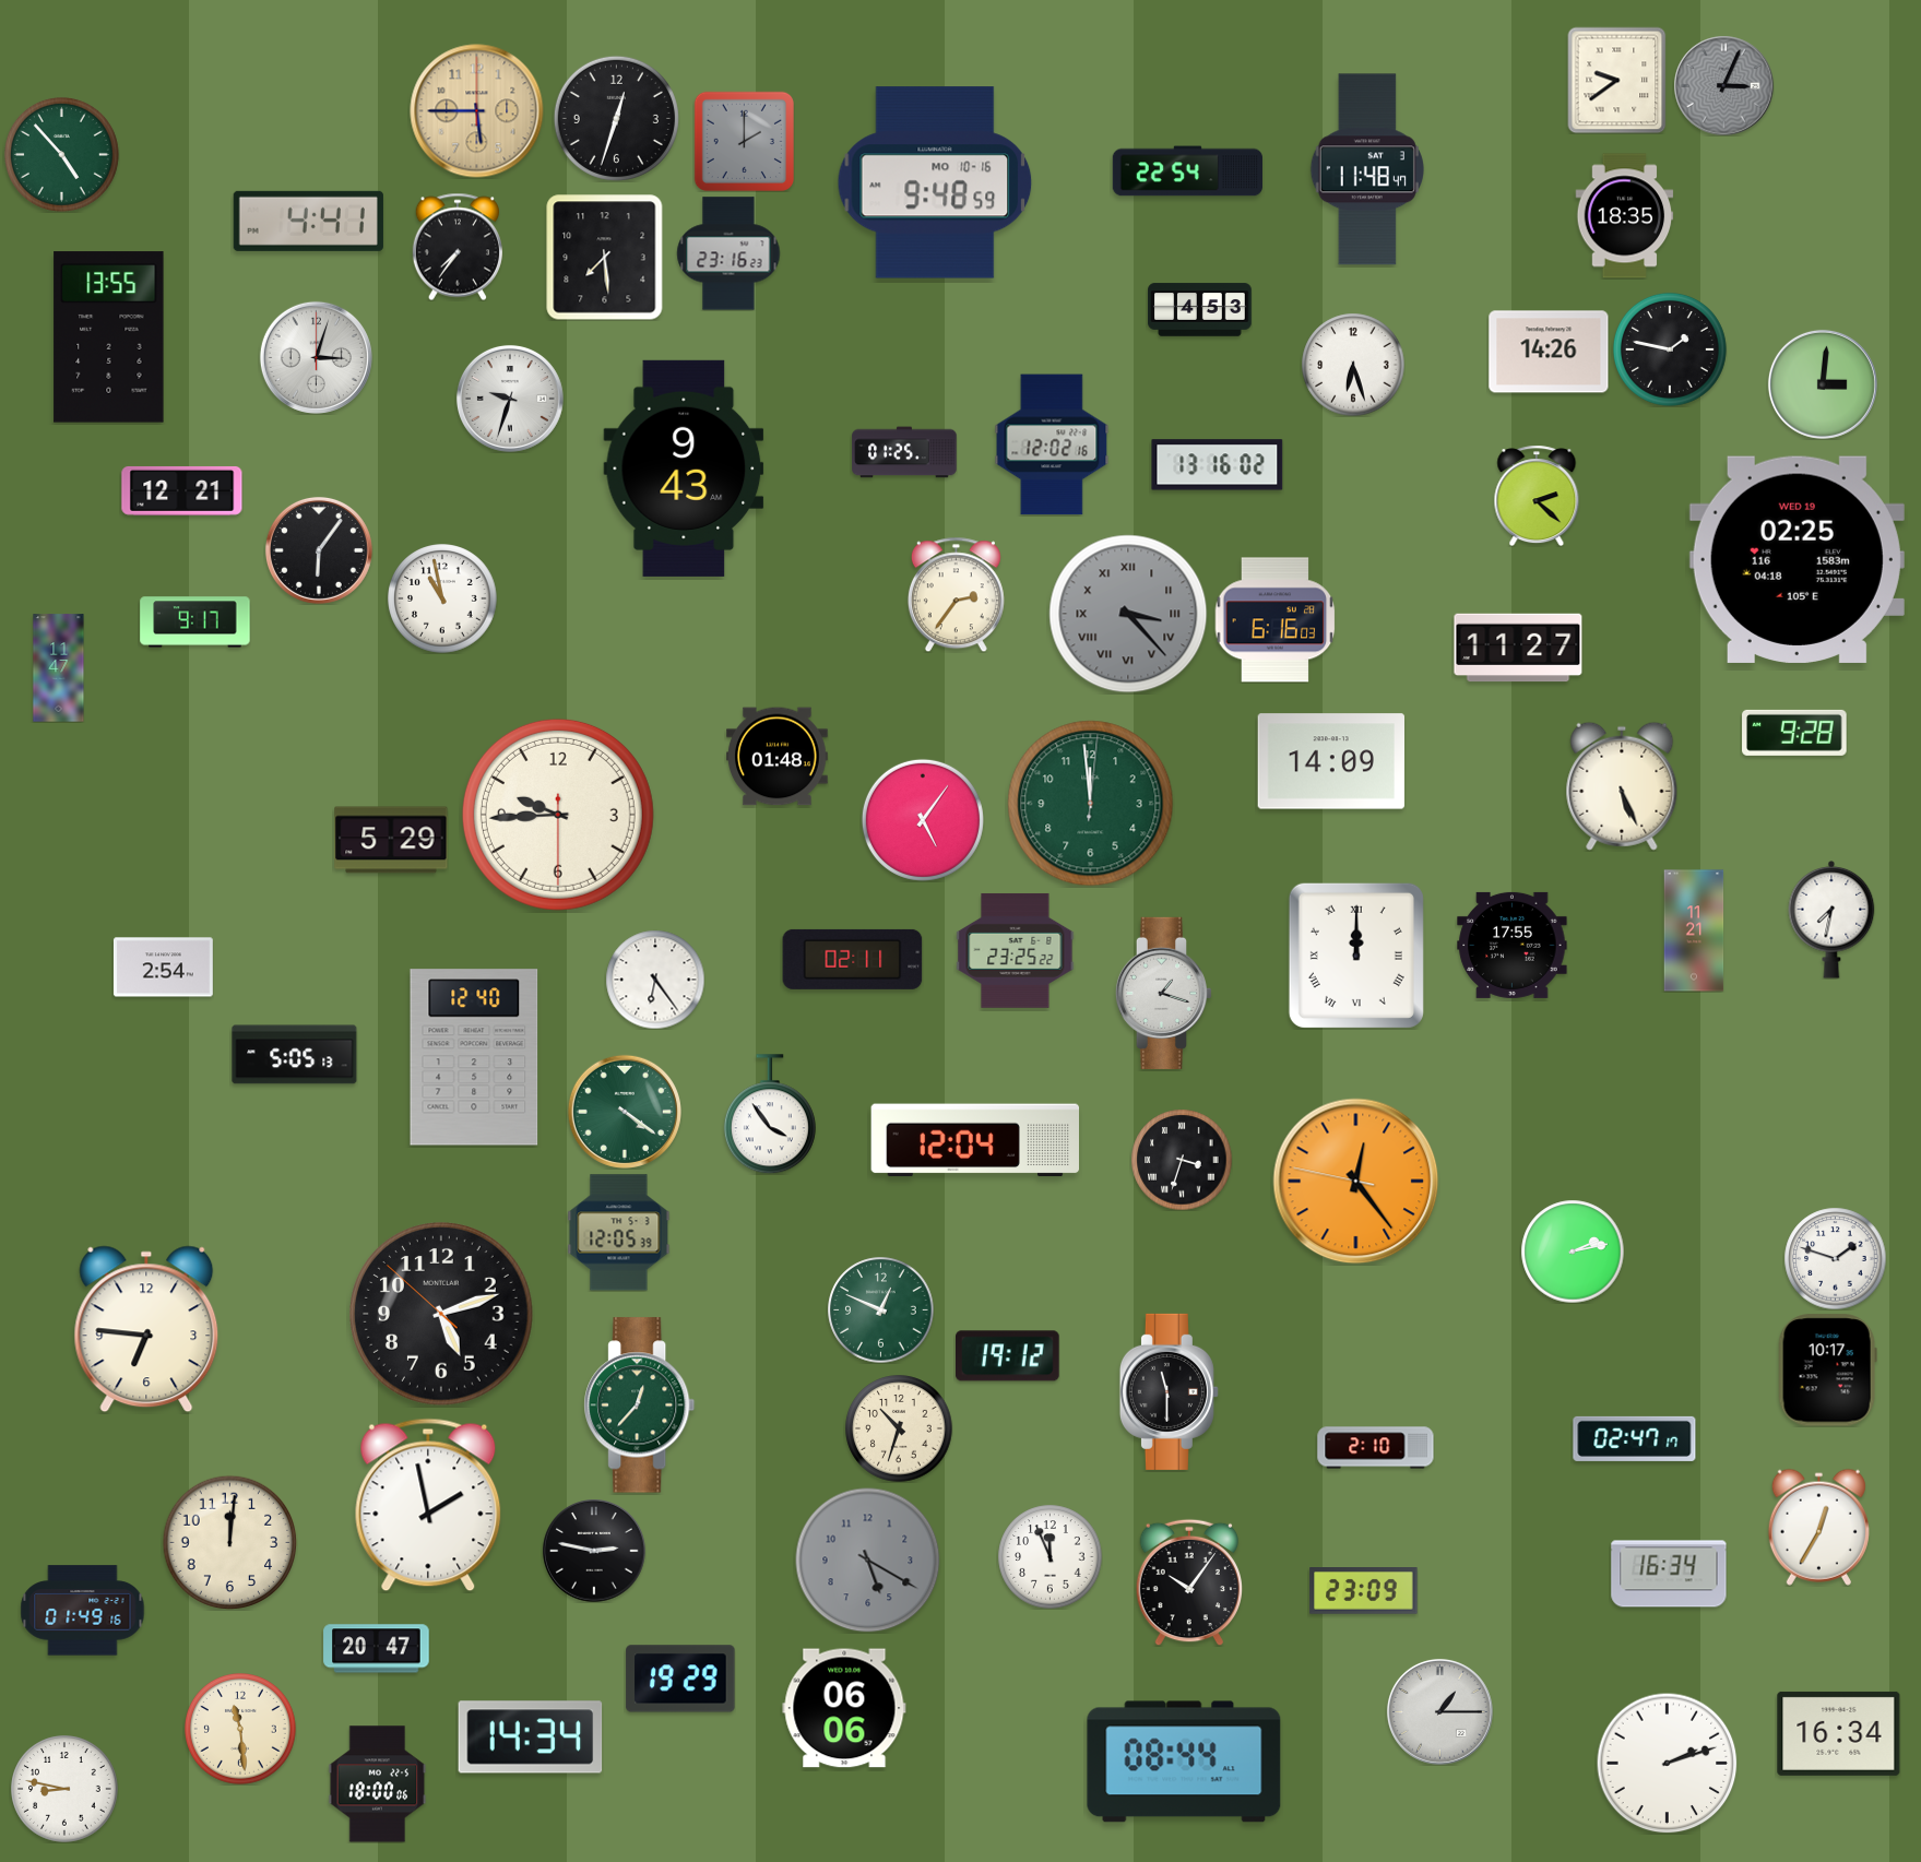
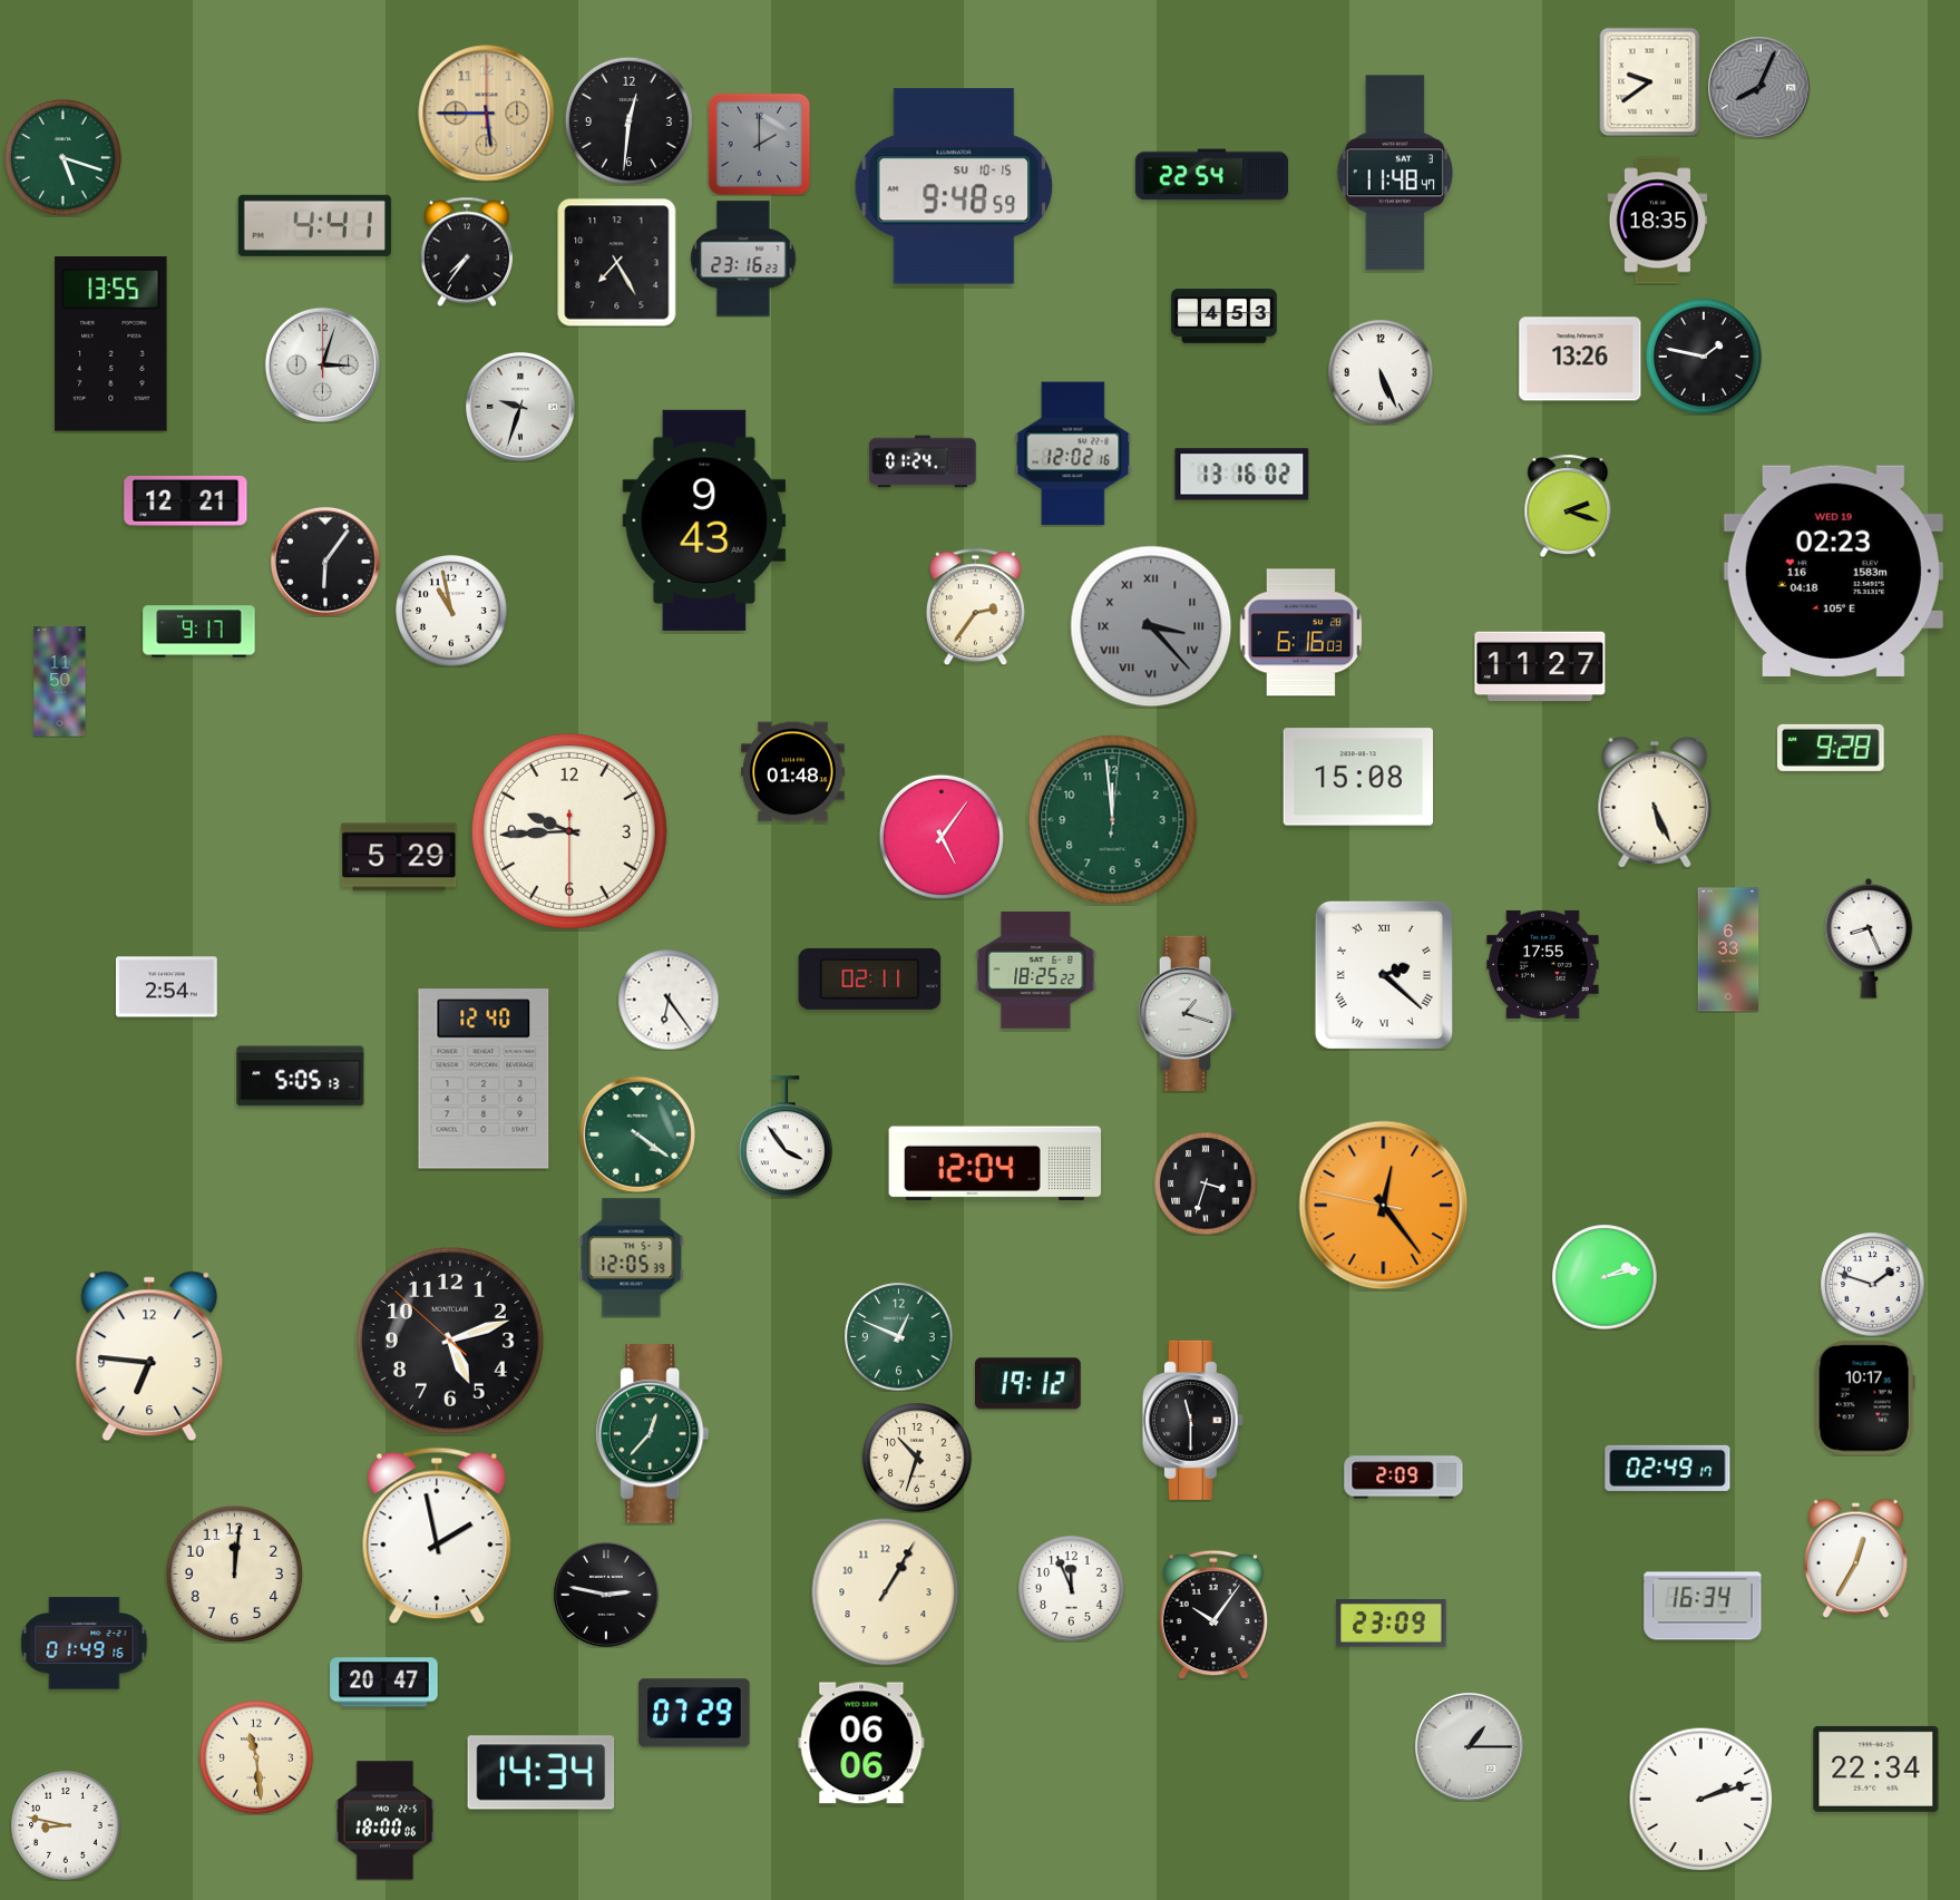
clock at (1723, 85): 3:04 -> 8:04
clock at (616, 118): 12:33 -> 12:31
clock at (61, 154): 4:53 -> 5:18
clock at (935, 182) date: MO 10-16 -> SU 10-15
clock at (605, 258): 7:29 -> 7:25
clock at (1549, 352): 14:26 -> 13:26
clock at (1353, 365): 6:27 -> 5:26
clock at (1823, 384): 3:01 -> none
clock at (904, 452): 01:25 -> 01:24
clock at (684, 469) position: (684, 469) -> (704, 520)
clock at (1537, 496): 2:22 -> 2:18
clock at (1797, 559): 02:25 -> 02:23
clock at (195, 622) position: (195, 622) -> (199, 632)
clock at (1518, 648) position: (1518, 648) -> (1540, 666)
clock at (59, 668): 11:47 -> 11:50
clock at (1330, 761): 14:09 -> 15:08
clock at (1831, 921): 7:32 -> 8:26
clock at (1694, 930): 11:21 -> 6:33
clock at (1016, 950): 23:25 -> 18:25
clock at (1356, 956): 12:00 -> 2:22
clock at (1635, 1438): 02:47 -> 02:49
clock at (1376, 1448): 2:10 -> 2:09
clock at (594, 1551) position: (594, 1551) -> (606, 1595)
clock at (868, 1561): 5:20 -> 1:05
clock at (868, 1561) dial: grey -> cream
clock at (680, 1679): 19:29 -> 07:29
clock at (241, 1730) position: (241, 1730) -> (257, 1758)
clock at (1839, 1733): 16:34 -> 22:34
clock at (1184, 1762): 08:44 -> none
